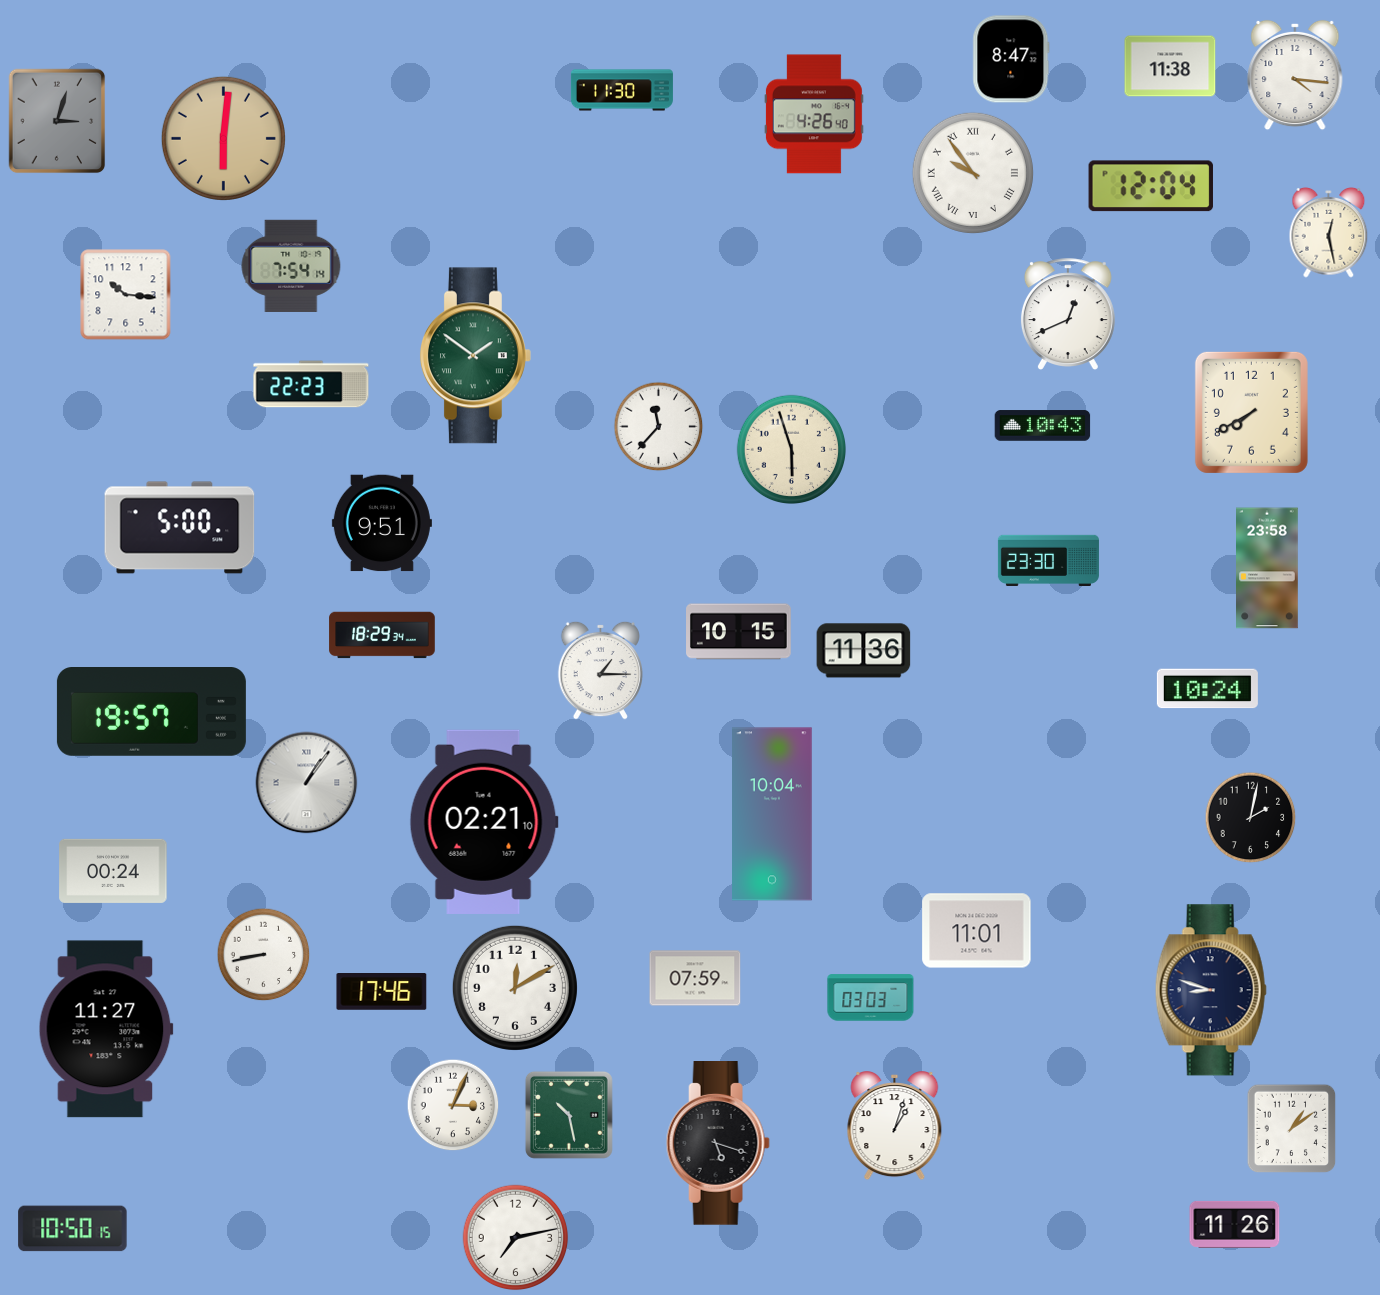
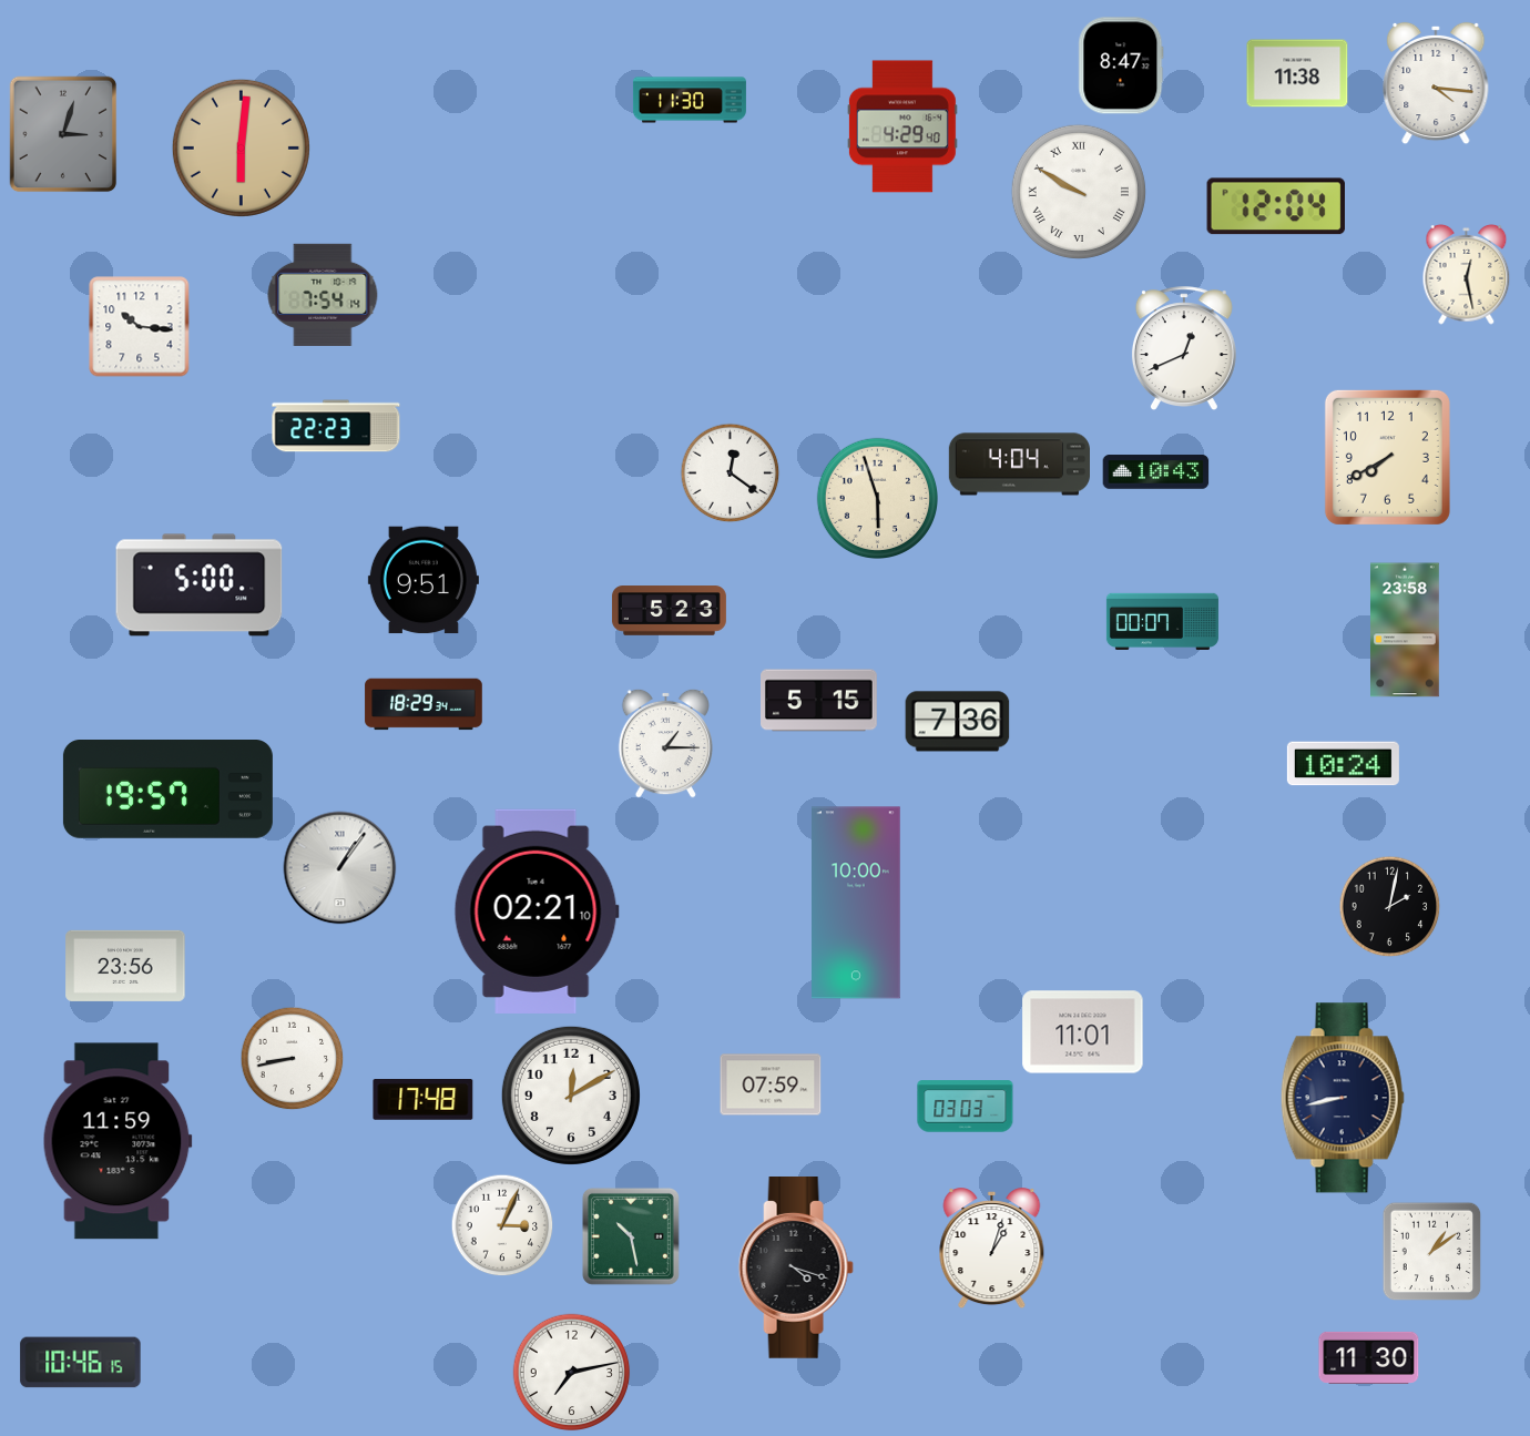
clock at (814, 114): 4:26 -> 4:29
clock at (223, 138) position: (223, 138) -> (241, 147)
clock at (973, 173): 9:54 -> 9:50
clock at (1329, 232) position: (1329, 232) -> (1467, 274)
clock at (475, 356): 1:51 -> none
clock at (311, 384) position: (311, 384) -> (336, 426)
clock at (1019, 465): none -> 4:04
clock at (659, 427): 11:37 -> 12:21
clock at (669, 611): none -> 5:23
clock at (1048, 561): 23:30 -> 00:07
clock at (739, 632): 10:15 -> 5:15
clock at (864, 651): 11:36 -> 7:36
clock at (1207, 689) position: (1207, 689) -> (1343, 764)
clock at (773, 814): 10:04 -> 10:00
clock at (1251, 818) position: (1251, 818) -> (1390, 907)
clock at (113, 871): 00:24 -> 23:56
clock at (1211, 990): 8:48 -> 8:43
clock at (382, 992): 17:46 -> 17:48
clock at (106, 1029): 11:27 -> 11:59
clock at (718, 1144): 5:18 -> 4:18
clock at (1235, 1224): 11:26 -> 11:30
clock at (73, 1229): 10:50 -> 10:46
